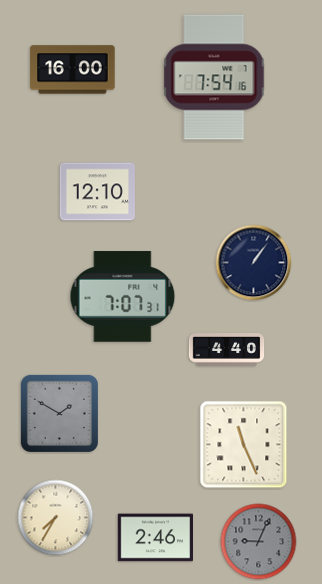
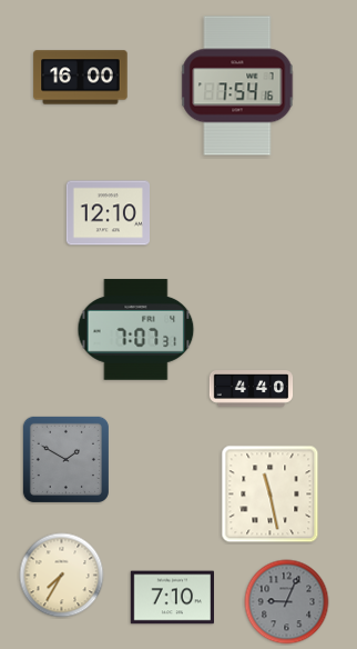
clock at (254, 263): 1:06 -> none
clock at (244, 445): 11:26 -> 11:28
clock at (155, 538): 2:46 -> 7:10
